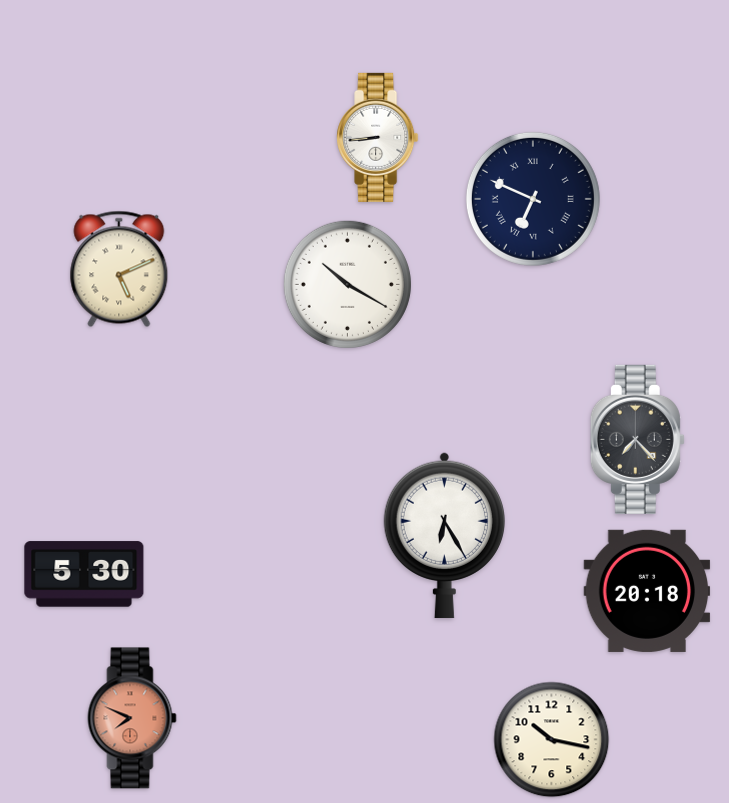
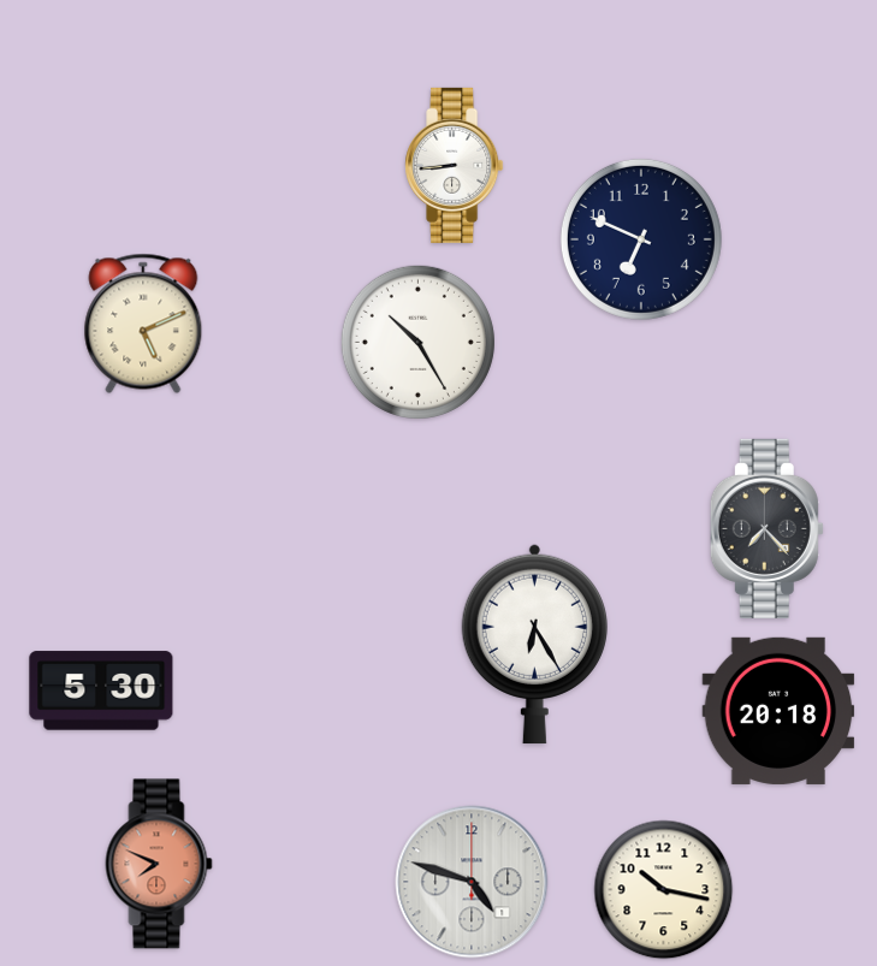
clock at (533, 199) numerals: Roman -> Arabic
clock at (347, 284): 10:20 -> 10:25
clock at (472, 882): none -> 4:48
